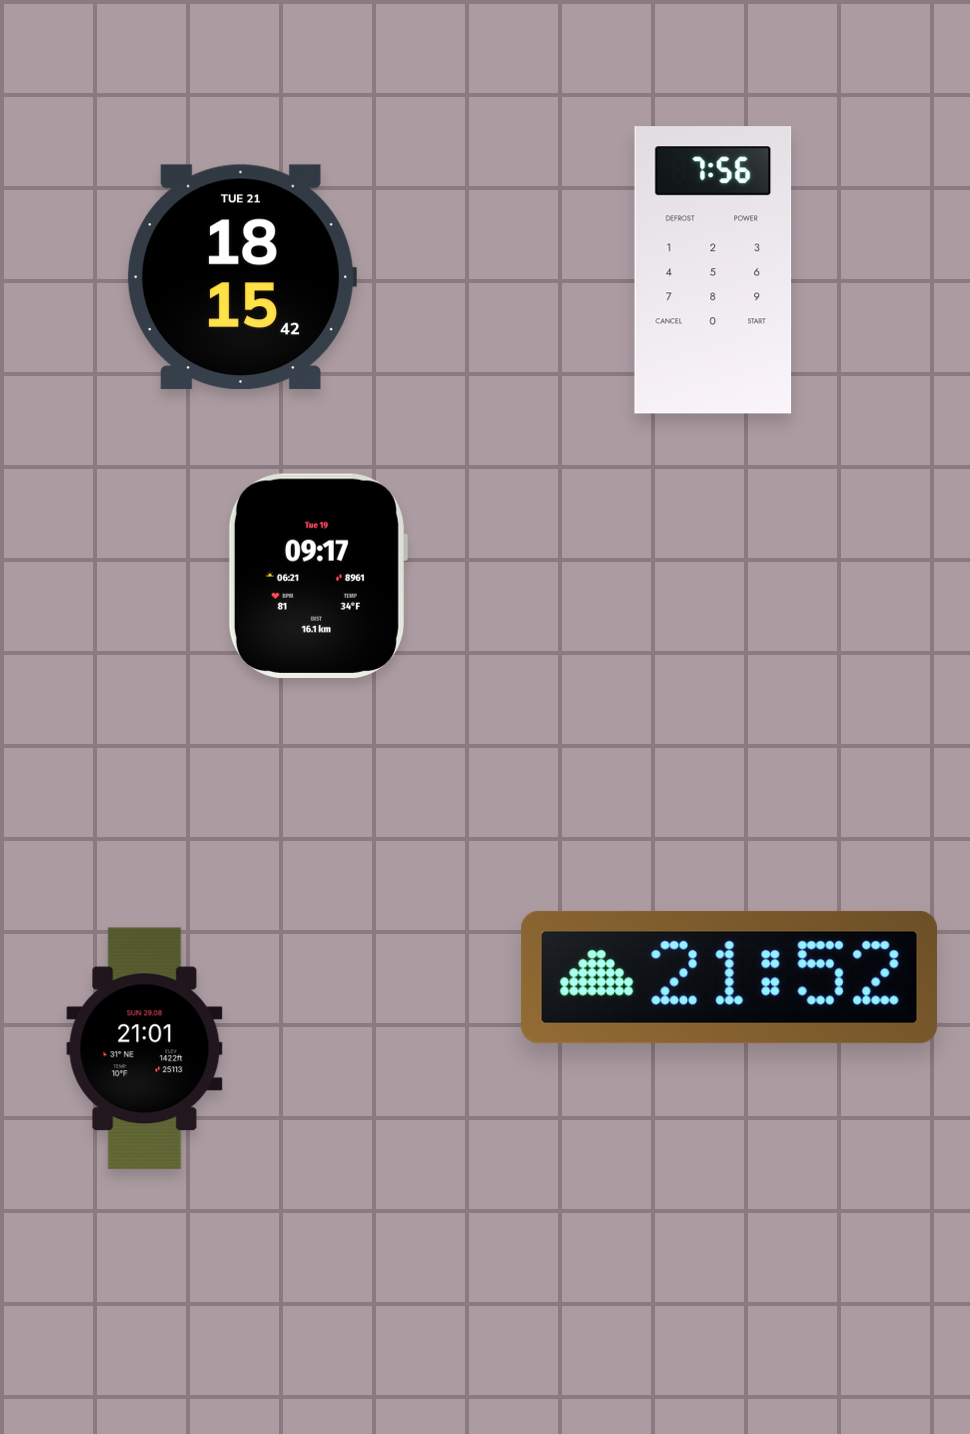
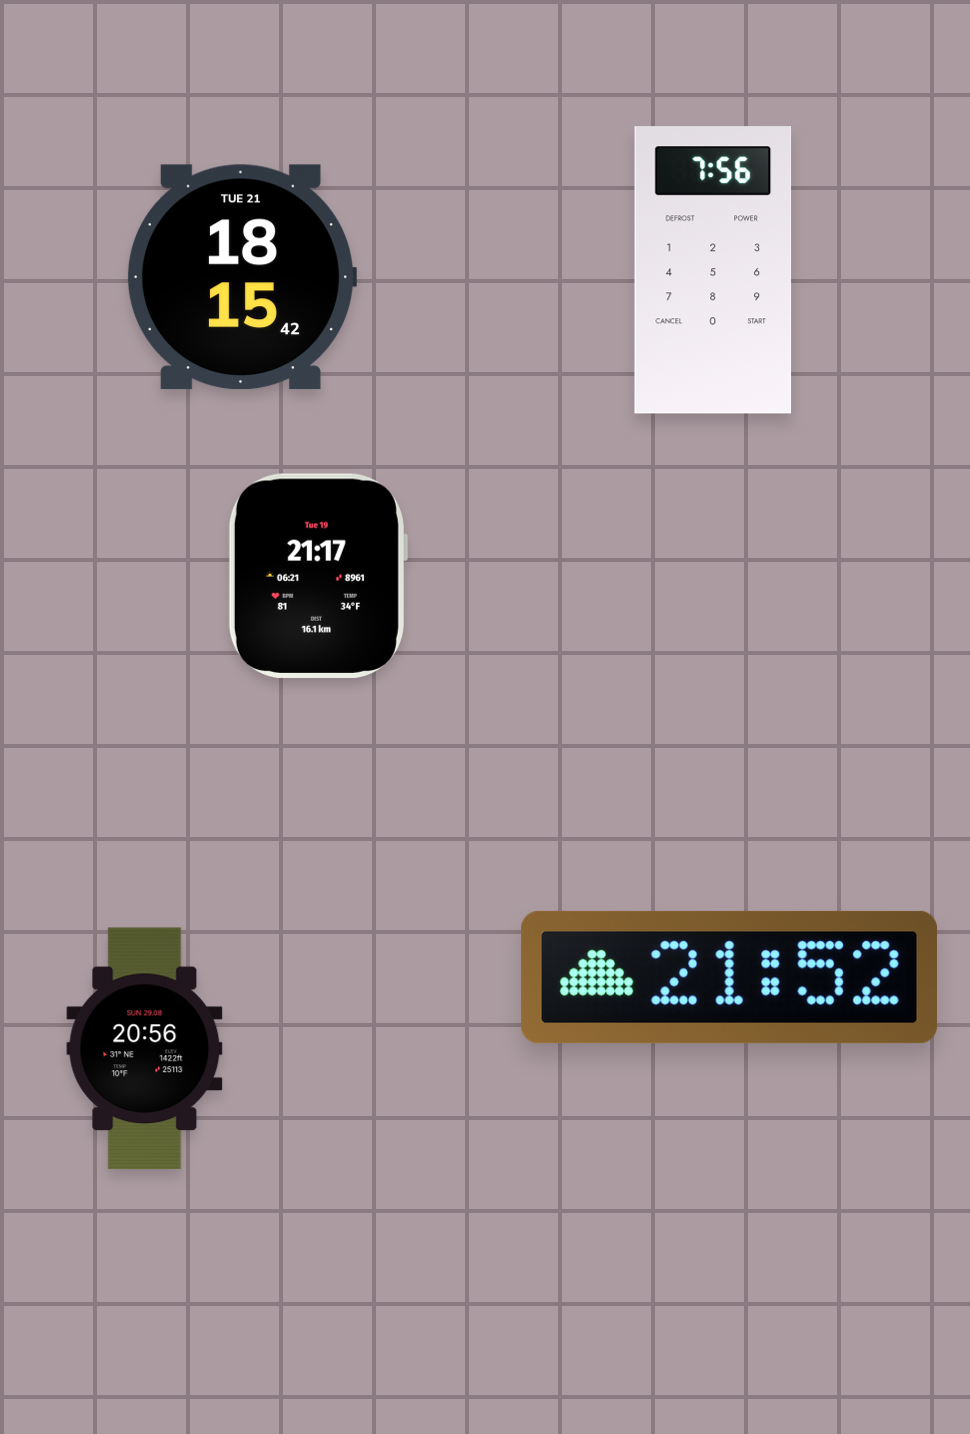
clock at (317, 576): 09:17 -> 21:17
clock at (145, 1049): 21:01 -> 20:56
